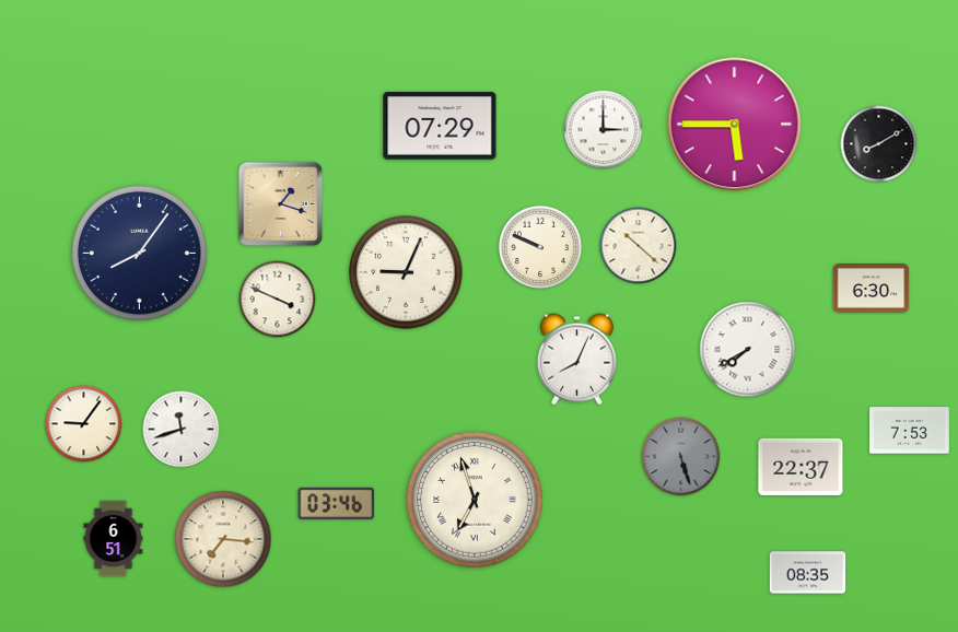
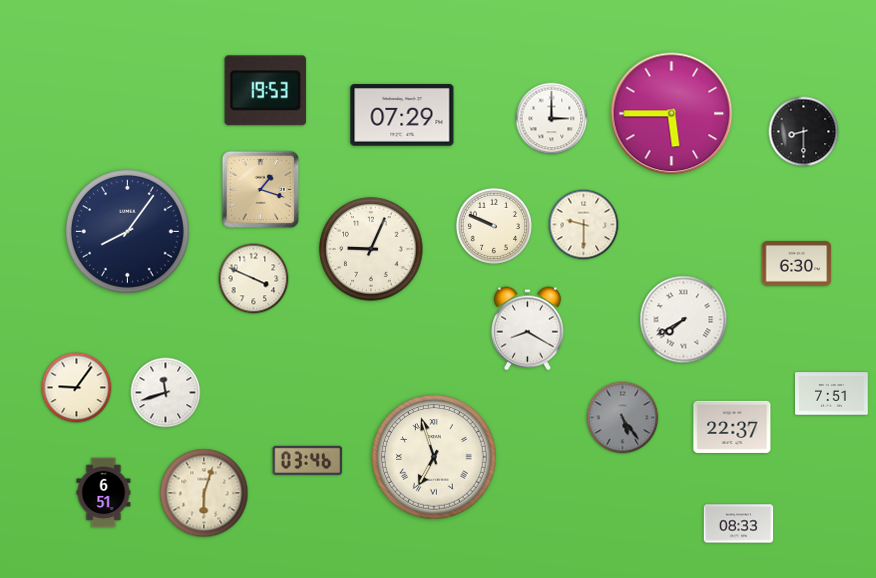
clock at (266, 91): none -> 19:53
clock at (879, 144): 8:10 -> 8:30
clock at (281, 204) position: (281, 204) -> (261, 190)
clock at (639, 246): 10:22 -> 9:30
clock at (278, 300) position: (278, 300) -> (254, 279)
clock at (576, 360): 8:04 -> 8:20
clock at (910, 431): 7:53 -> 7:51
clock at (681, 457): 5:27 -> 5:24
clock at (223, 539): 7:16 -> 6:03
clock at (808, 573): 08:35 -> 08:33
